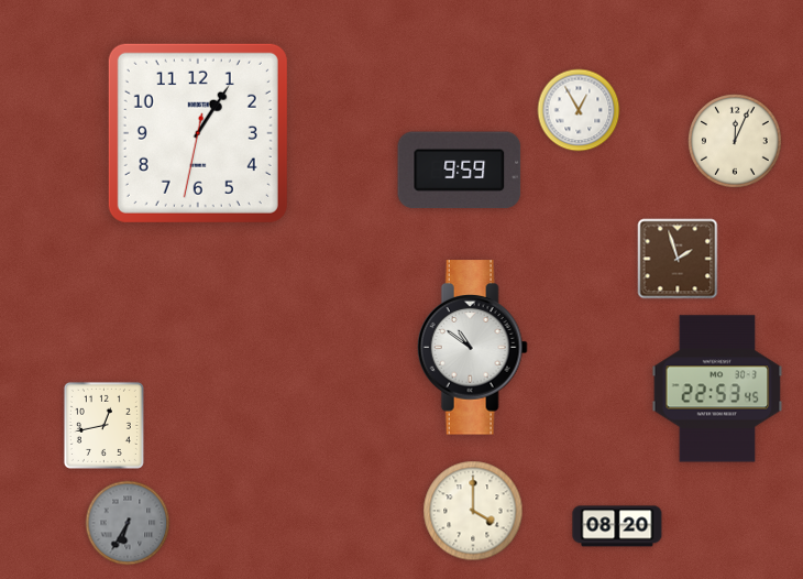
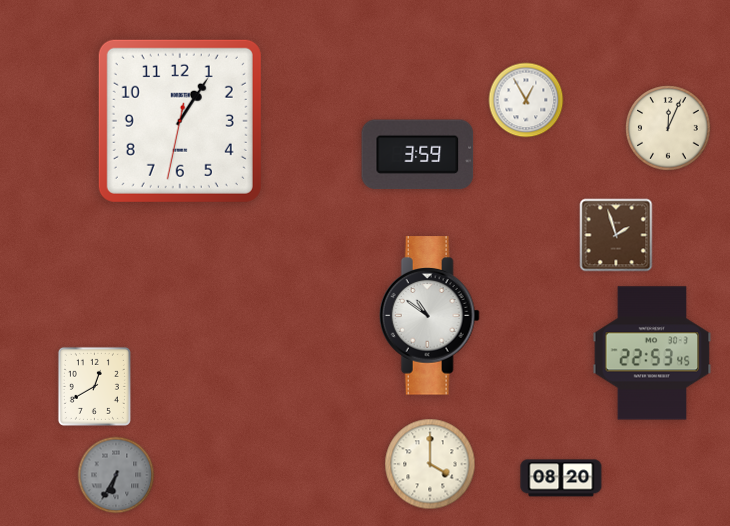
clock at (460, 171): 9:59 -> 3:59
clock at (103, 425): 12:43 -> 12:40
